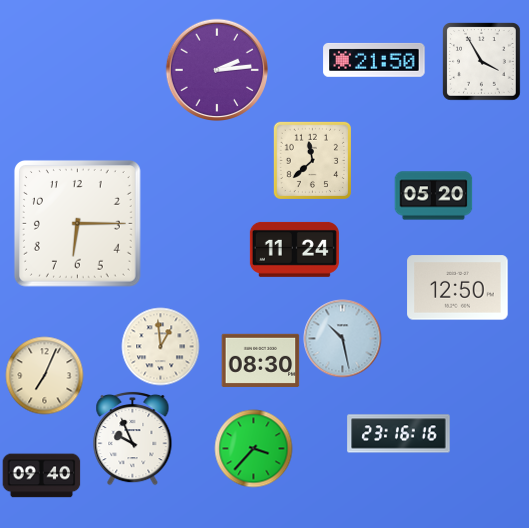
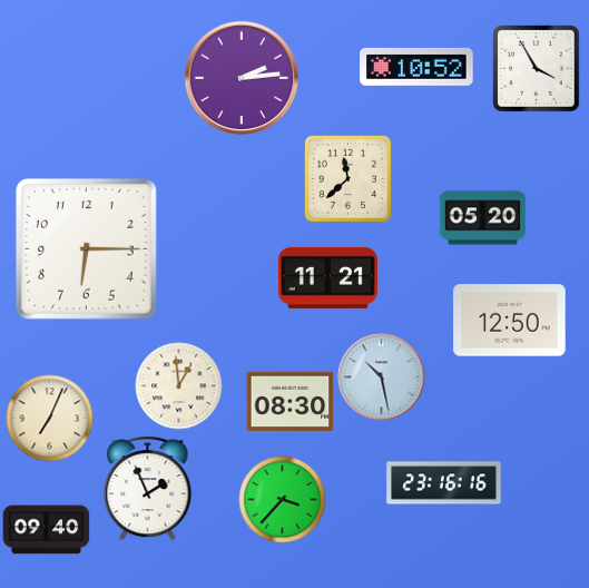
clock at (374, 60): 21:50 -> 10:52
clock at (294, 249): 11:24 -> 11:21
clock at (133, 438): 9:56 -> 1:56
